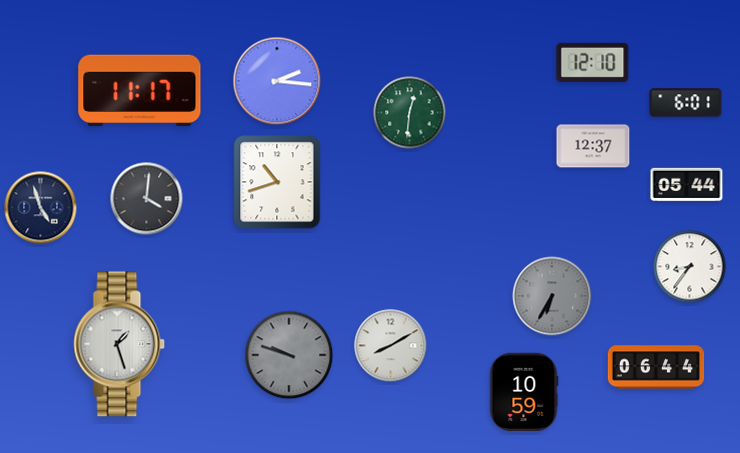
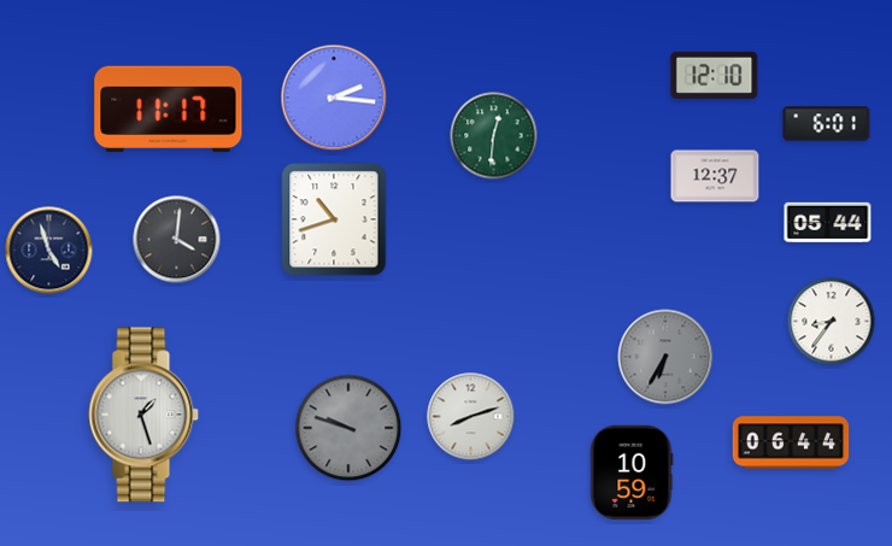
clock at (391, 346): 8:10 -> 8:12
